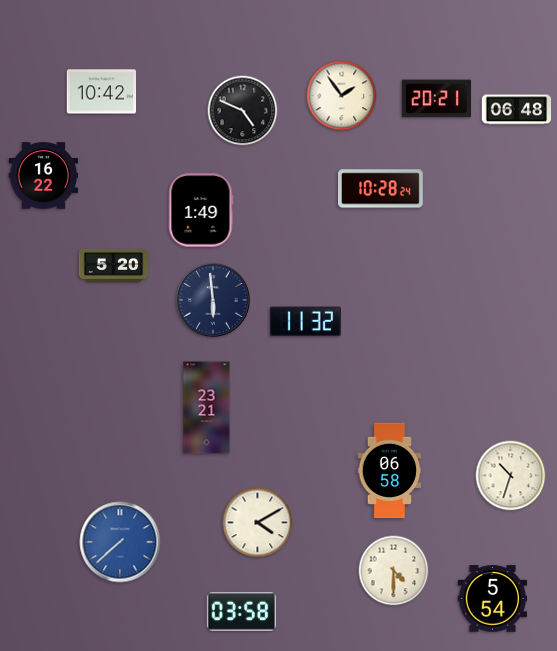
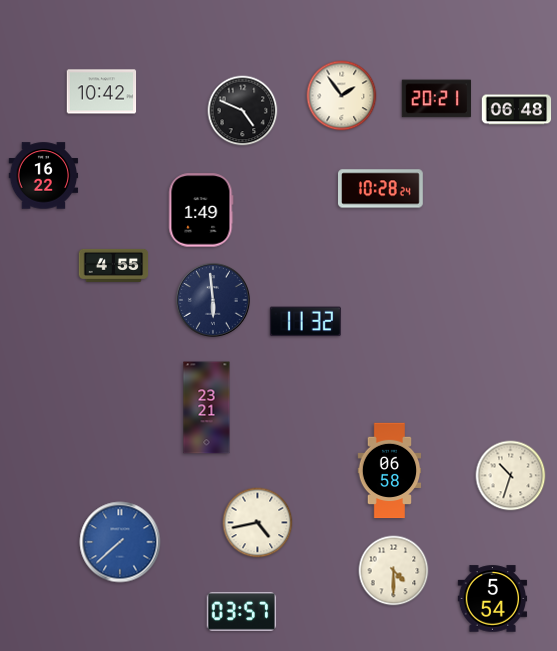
clock at (114, 265): 5:20 -> 4:55
clock at (258, 523): 4:10 -> 4:43
clock at (242, 611): 03:58 -> 03:57
